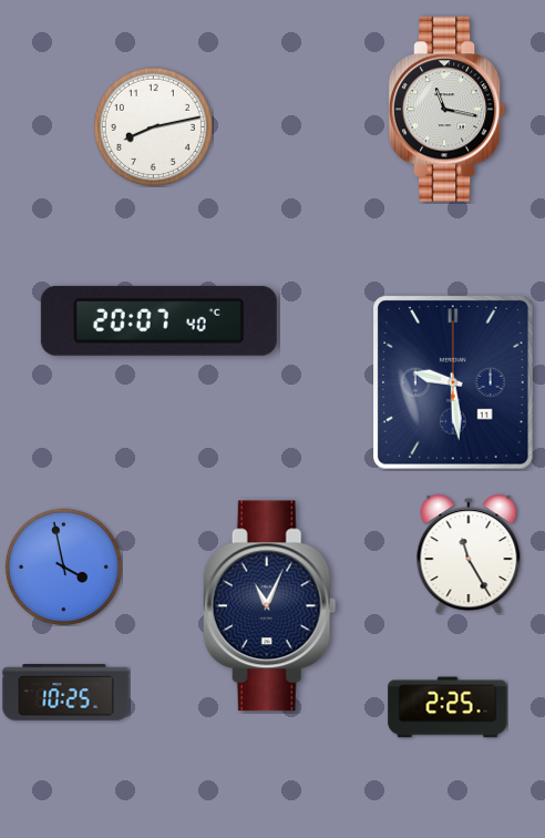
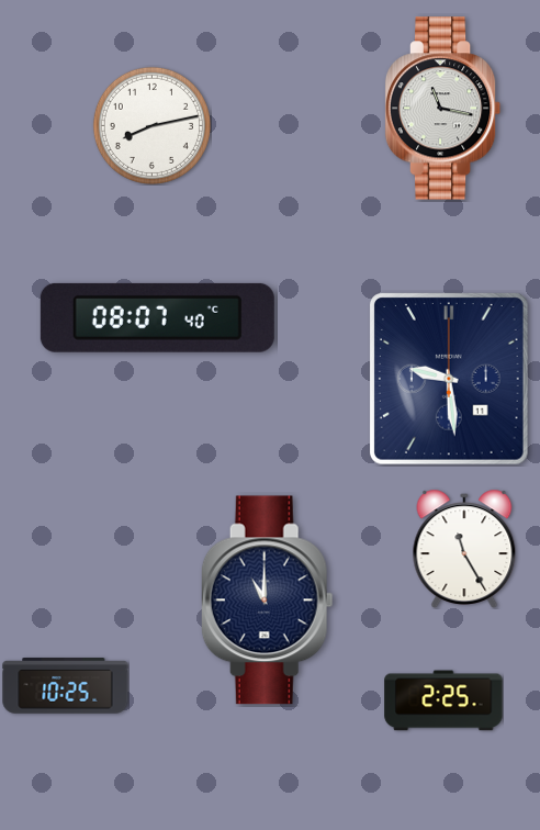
clock at (158, 320): 20:07 -> 08:07
clock at (63, 566): 3:58 -> none
clock at (269, 606): 11:04 -> 11:00
